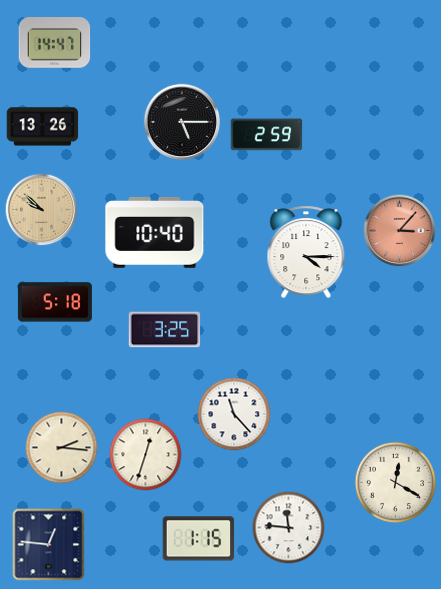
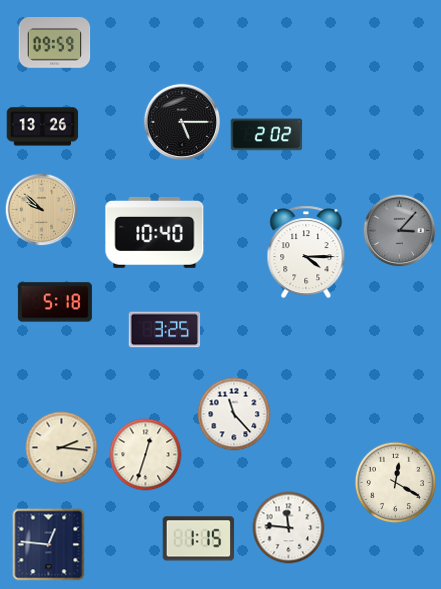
clock at (55, 43): 14:47 -> 09:59
clock at (267, 135): 2:59 -> 2:02
clock at (400, 231) dial: salmon -> grey
